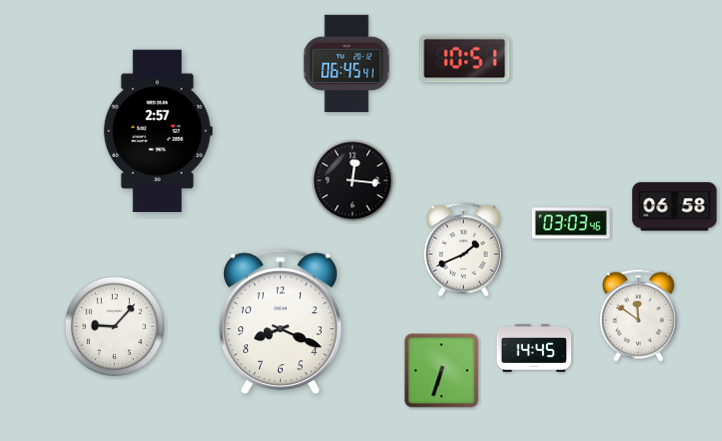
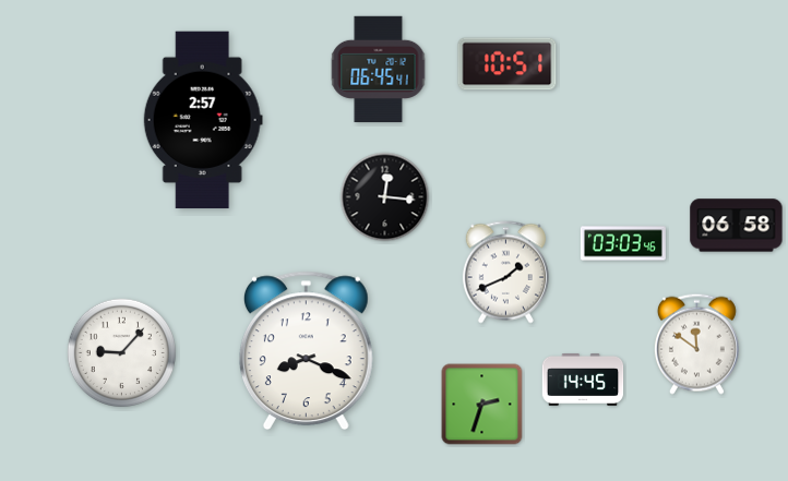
clock at (158, 131) position: (158, 131) -> (203, 120)
clock at (114, 326) position: (114, 326) -> (121, 352)
clock at (442, 371): 6:33 -> 2:33
